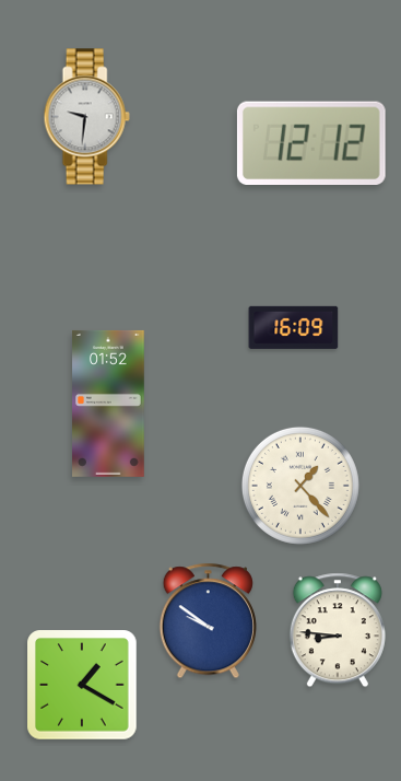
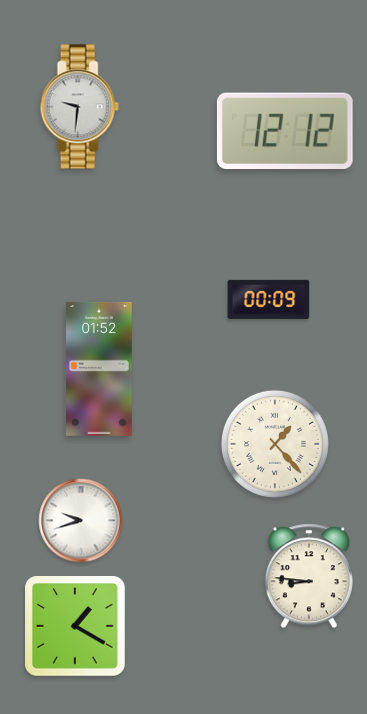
clock at (294, 327): 16:09 -> 00:09
clock at (81, 521): none -> 9:42
clock at (208, 621): 9:51 -> none
